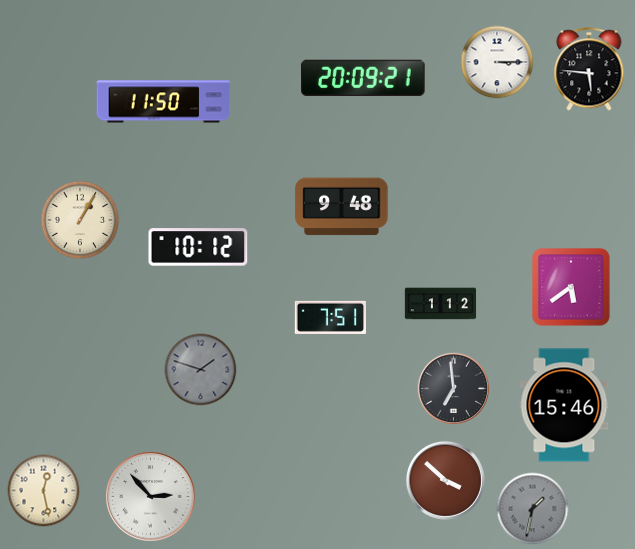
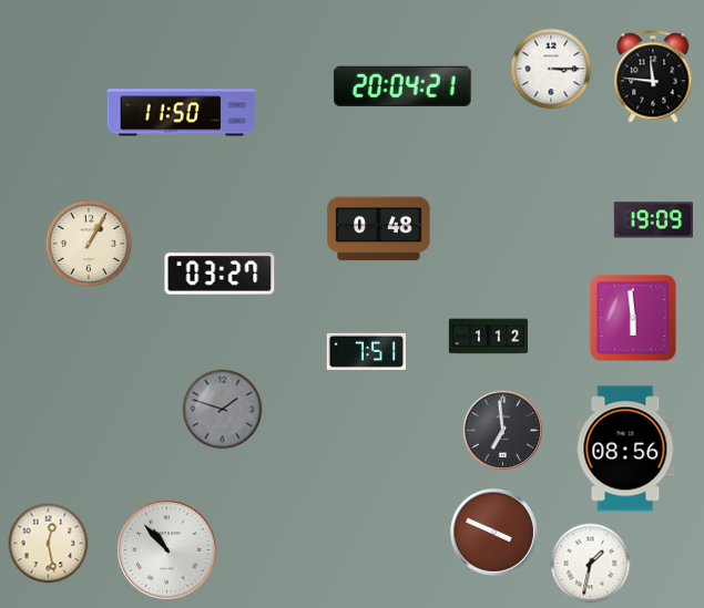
clock at (589, 69): 5:46 -> 11:46
clock at (364, 78): 20:09 -> 20:04
clock at (653, 220): none -> 19:09
clock at (342, 207): 9:48 -> 0:48
clock at (198, 247): 10:12 -> 03:27
clock at (571, 287): 5:39 -> 5:59
clock at (564, 405): 15:46 -> 08:56
clock at (445, 480): 3:52 -> 3:49
clock at (151, 497): 2:53 -> 10:53
clock at (533, 509) dial: grey -> white
